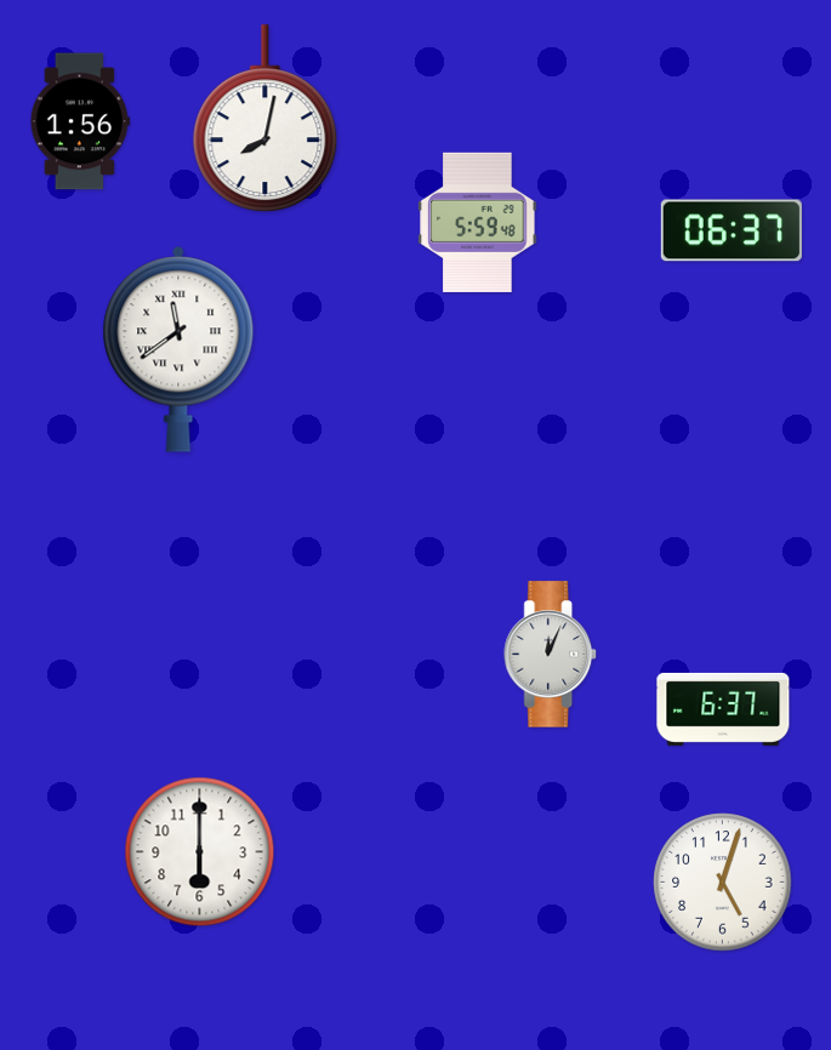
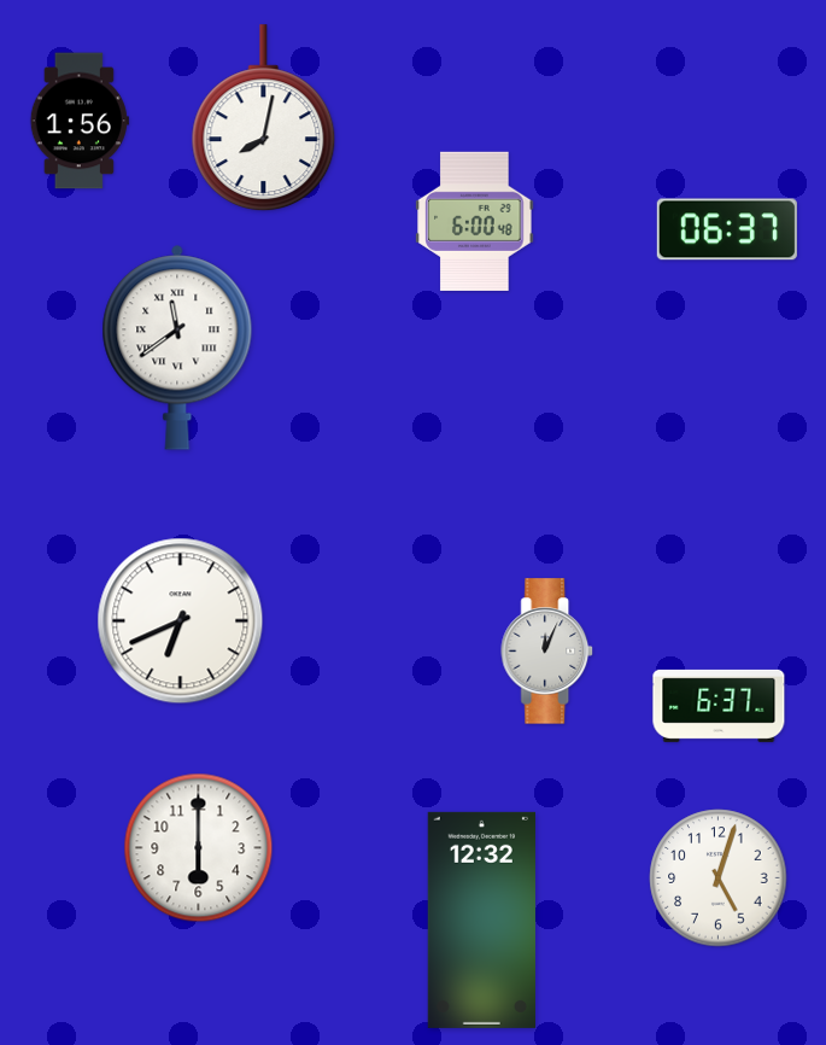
clock at (478, 222): 5:59 -> 6:00
clock at (181, 621): none -> 6:41
clock at (481, 920): none -> 12:32
